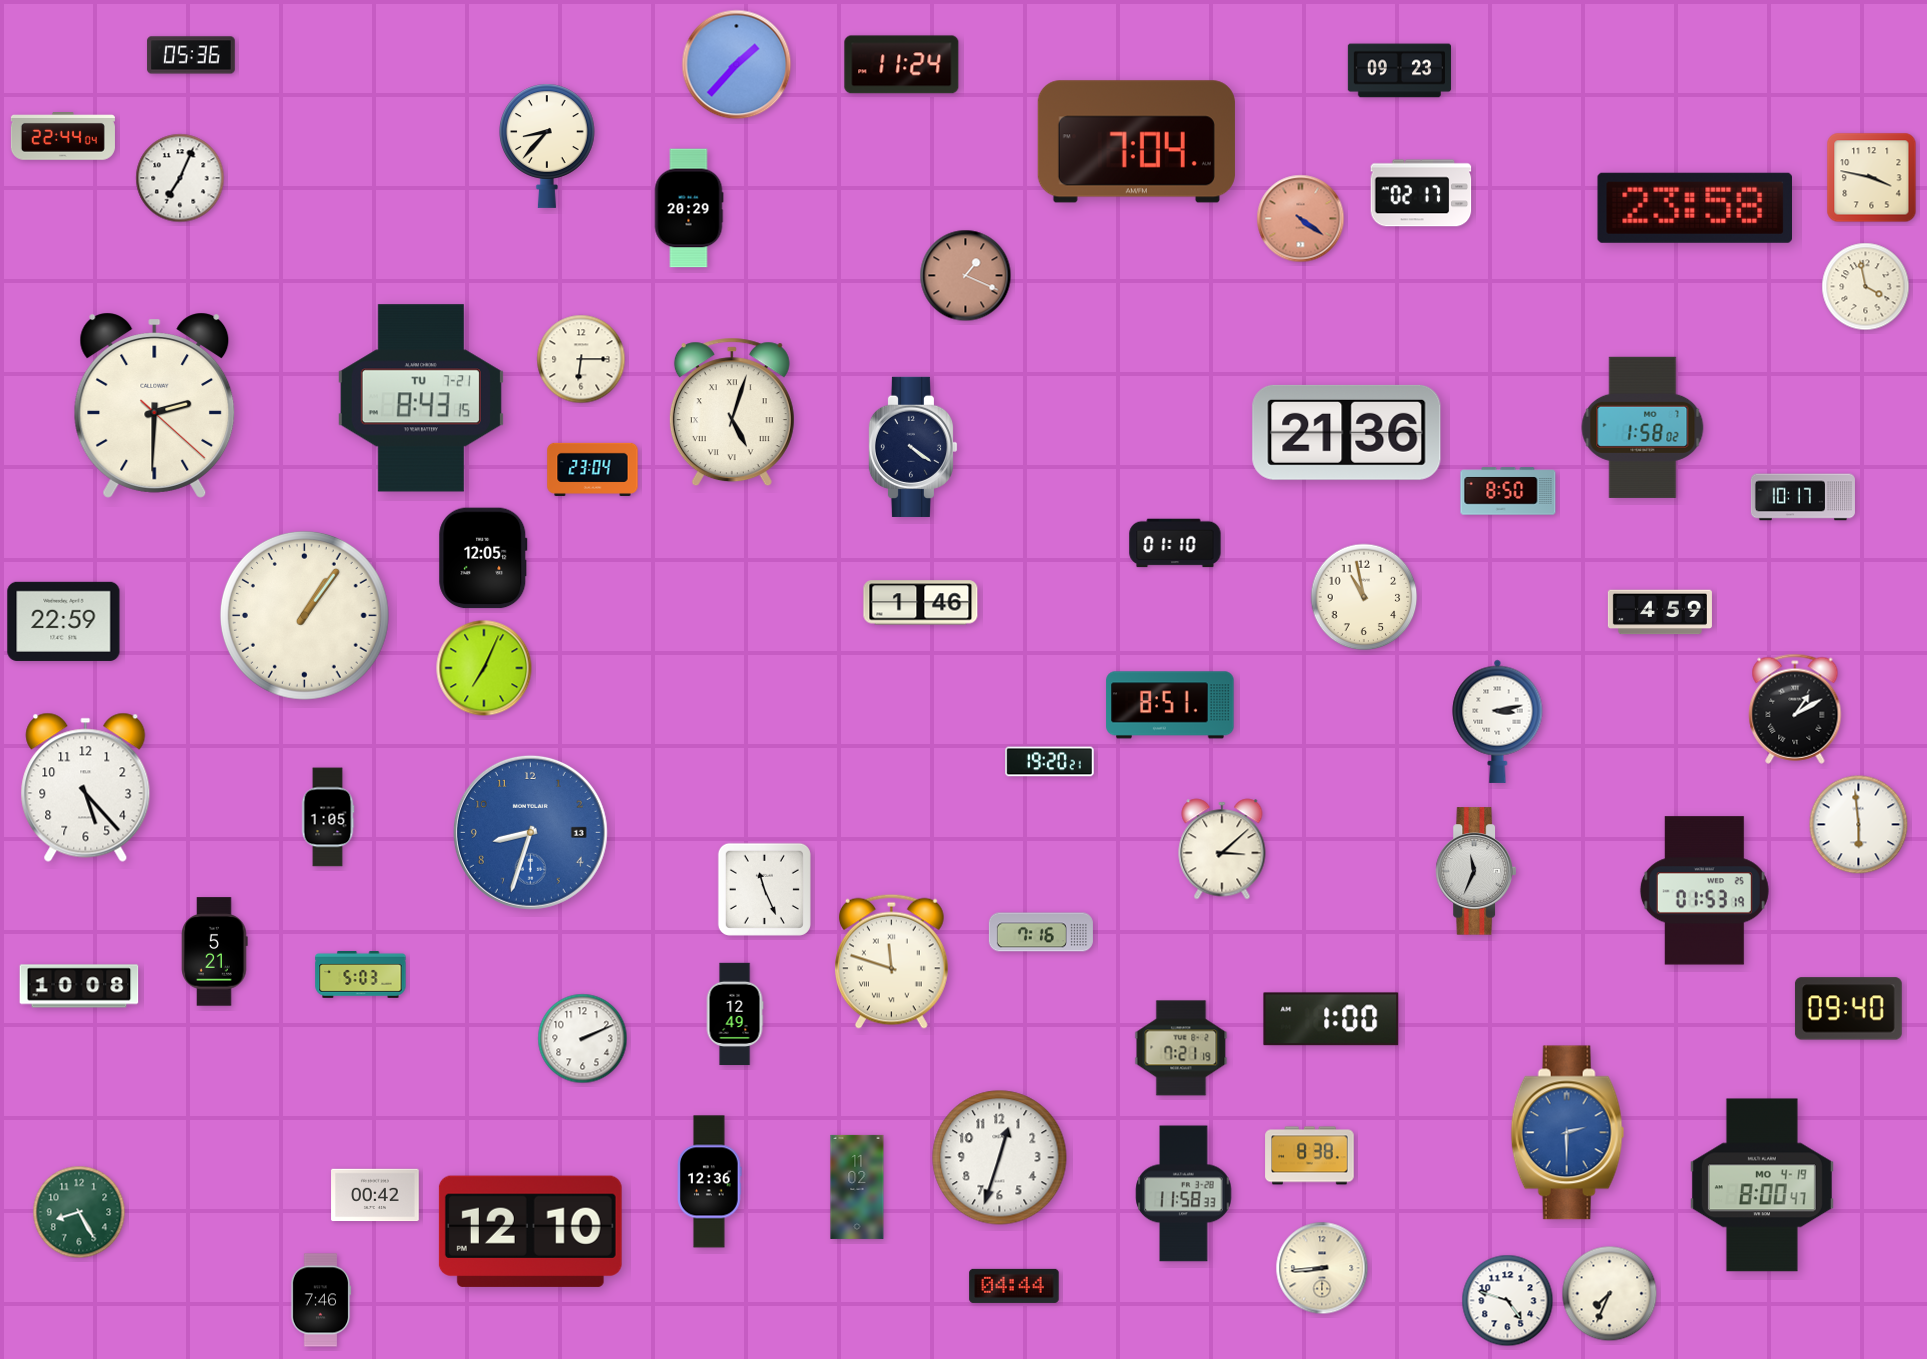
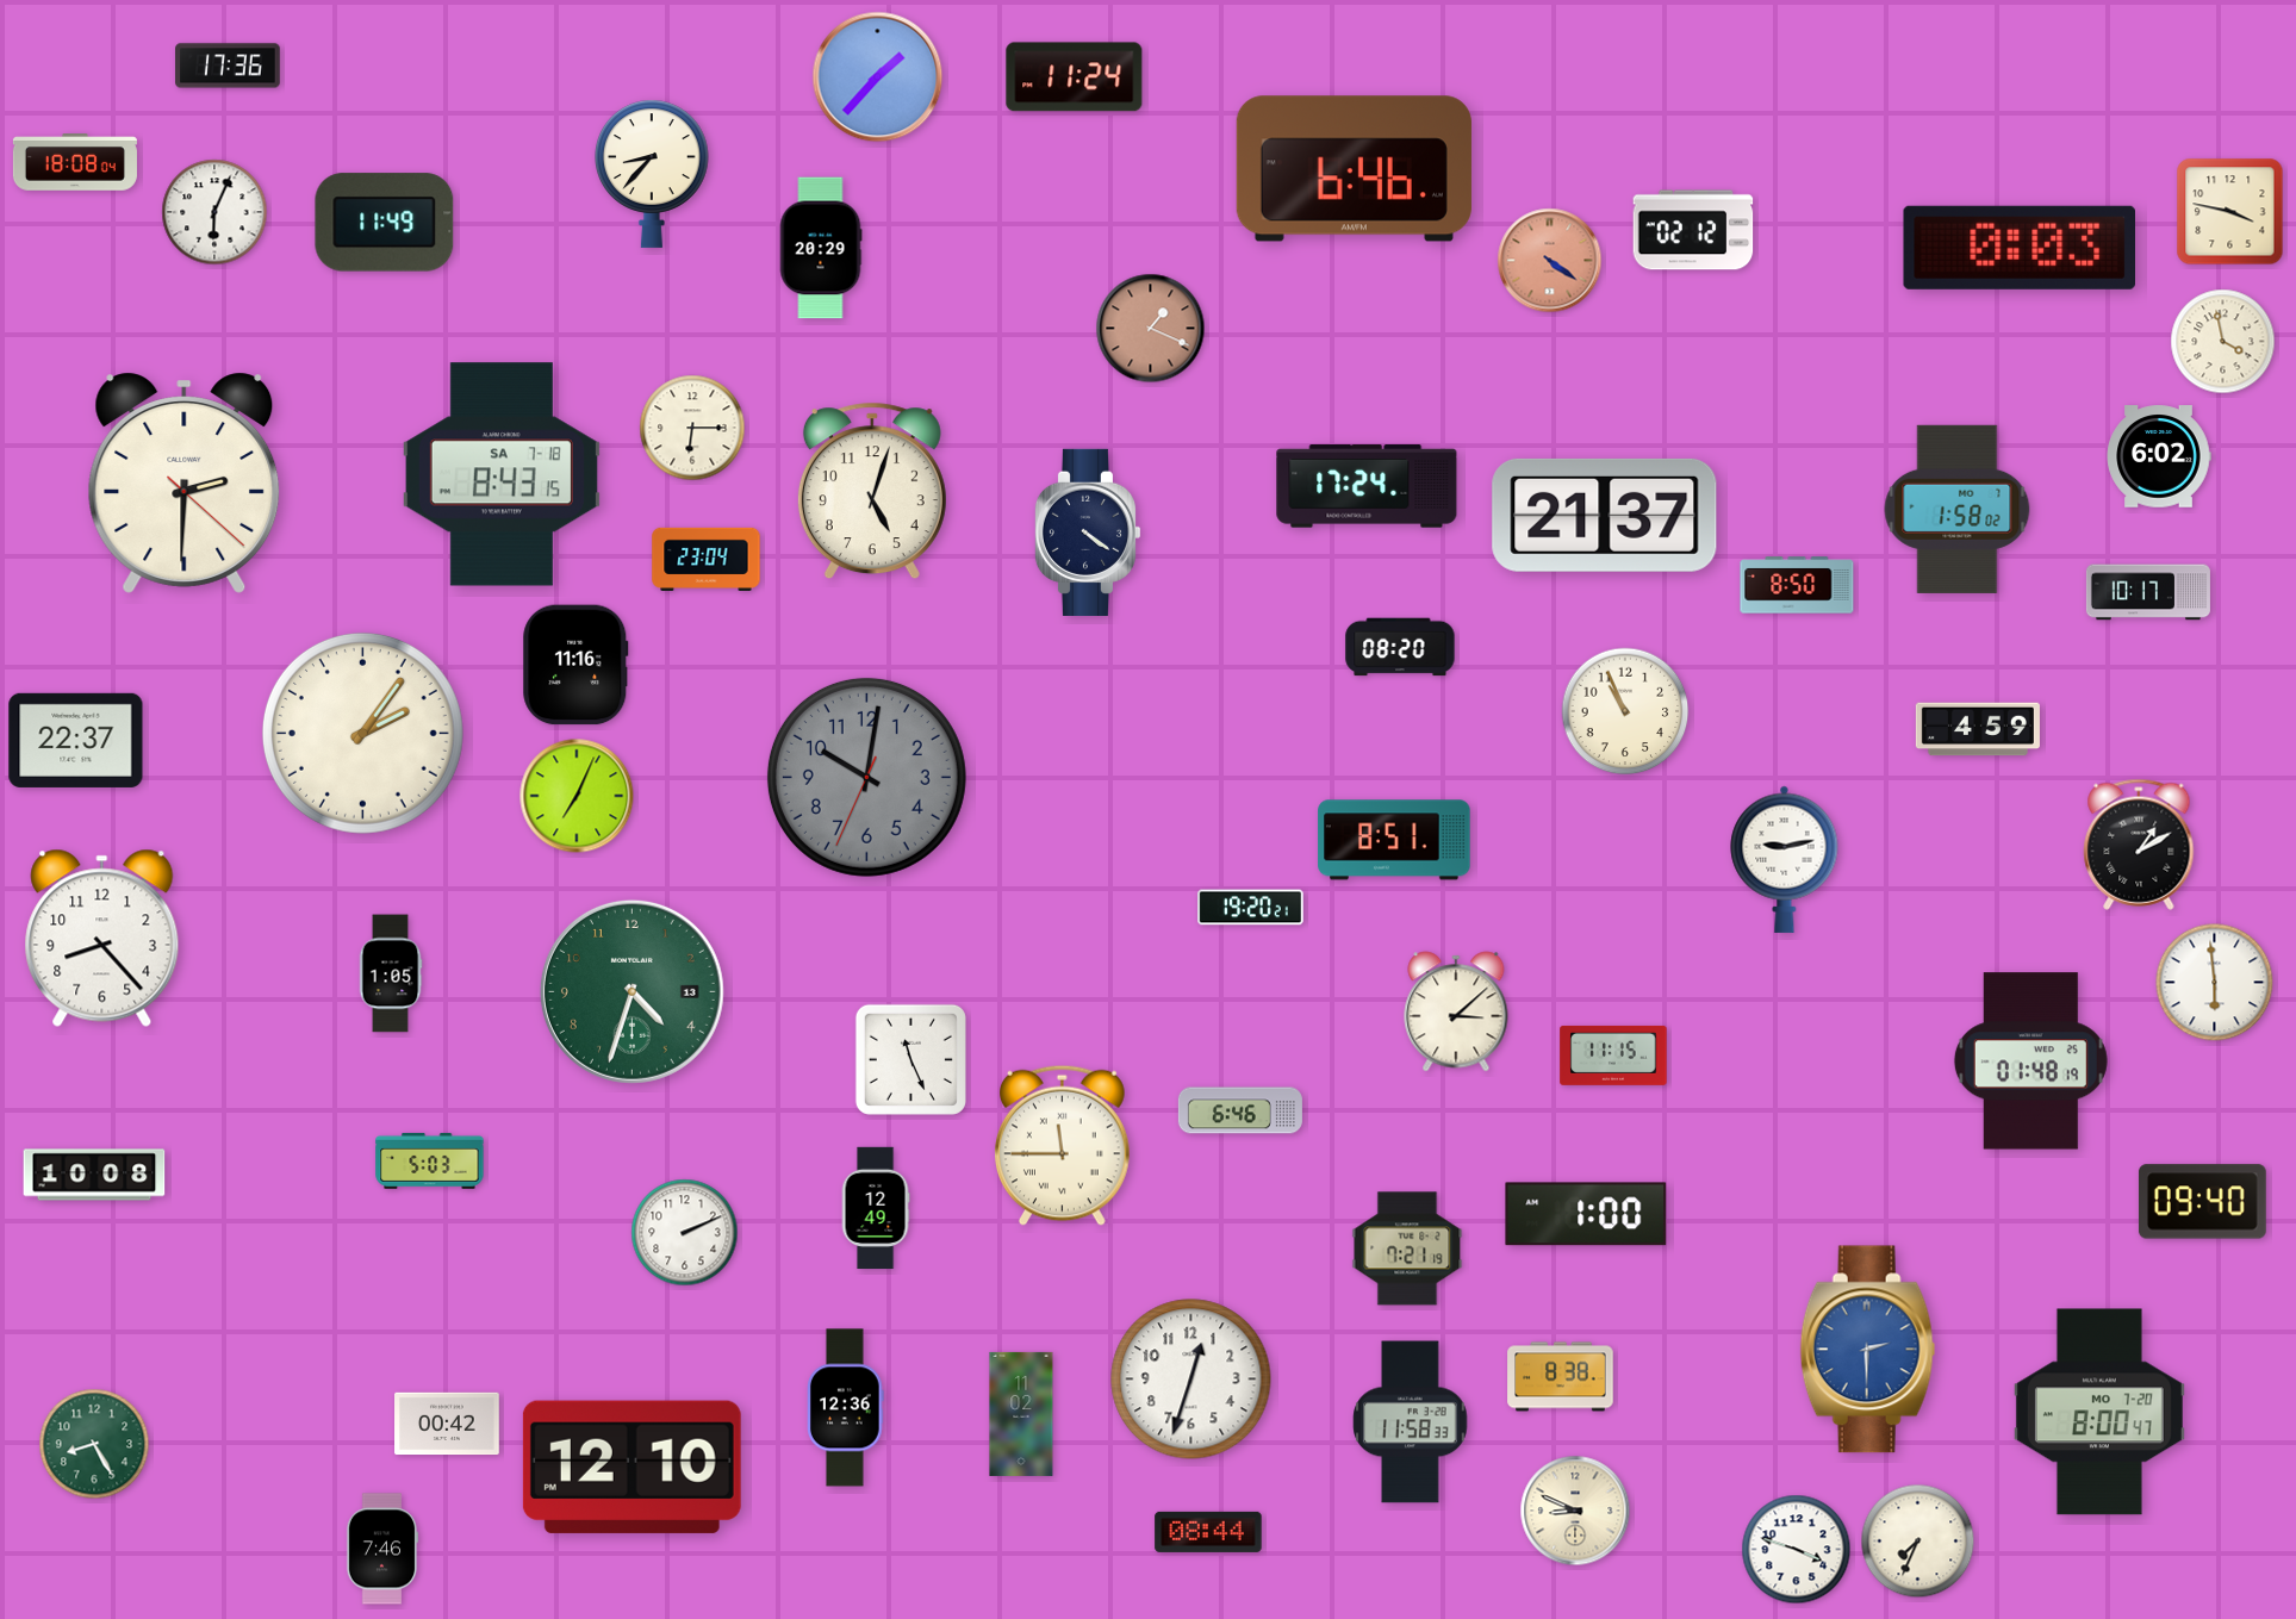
clock at (191, 55): 05:36 -> 17:36
clock at (1399, 71): 09:23 -> none
clock at (63, 137): 22:44 -> 18:08
clock at (1136, 142): 7:04 -> 6:46
clock at (180, 178): 7:04 -> 6:04
clock at (385, 223): none -> 11:49
clock at (1421, 193): 02:17 -> 02:12
clock at (1694, 208): 23:58 -> 0:03
clock at (2159, 456): none -> 6:02
clock at (421, 398) date: TU 7-21 -> SA 7-18
clock at (1367, 486): none -> 17:24
clock at (732, 412) numerals: Roman -> Arabic
clock at (1347, 432): 21:36 -> 21:37
clock at (1175, 543): 01:10 -> 08:20
clock at (483, 558): 12:05 -> 11:16
clock at (1364, 597): 10:58 -> 10:56
clock at (921, 603): 1:46 -> none
clock at (304, 615): 1:06 -> 2:06
clock at (64, 621): 22:59 -> 22:37
clock at (866, 777): none -> 10:01
clock at (1498, 721): 3:13 -> 9:13
clock at (86, 787): 5:23 -> 8:23
clock at (530, 832): 8:33 -> 4:33
clock at (530, 832) dial: blue -> green
clock at (1475, 871): 11:34 -> none
clock at (1613, 1056): none -> 11:15
clock at (1704, 891): 01:53 -> 01:48
clock at (1041, 932): 7:16 -> 6:46
clock at (215, 952): 5:21 -> none
clock at (892, 961): 11:48 -> 11:45
clock at (583, 1039) position: (583, 1039) -> (685, 1233)
clock at (1762, 1185) date: MO 4-19 -> MO 7-20
clock at (1322, 1268): 8:44 -> 8:49
clock at (1014, 1286): 04:44 -> 08:44
clock at (1508, 1301): 4:48 -> 3:48
